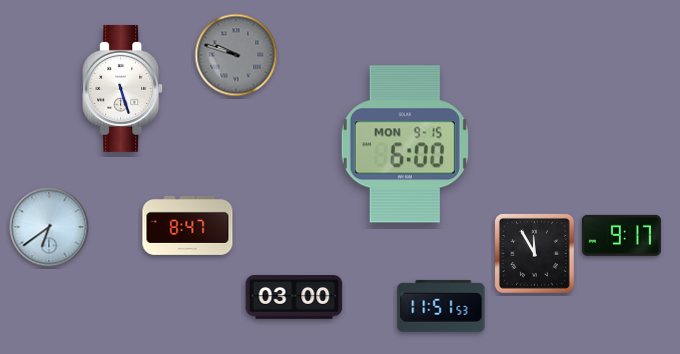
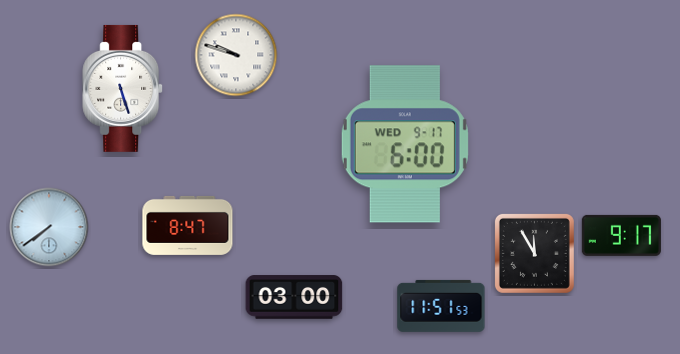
clock at (236, 55) dial: grey -> white
clock at (405, 144) date: MON 9-15 -> WED 9-17
clock at (49, 227): 6:39 -> 7:39
